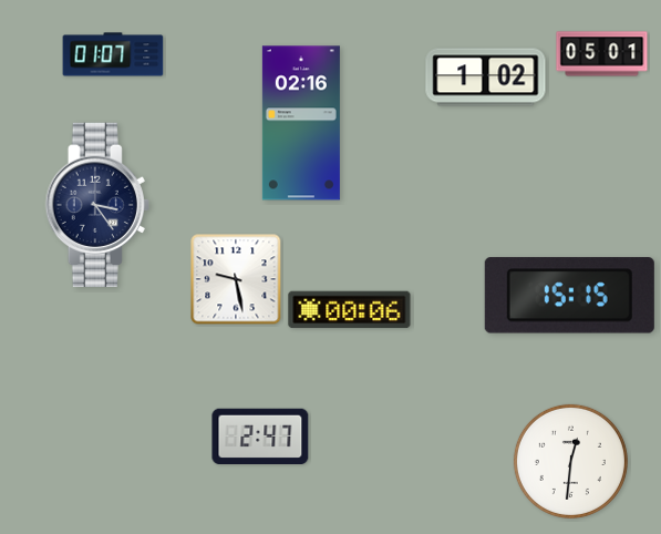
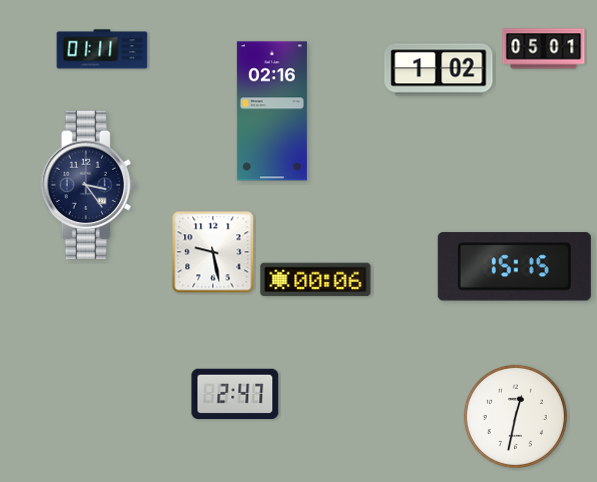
clock at (113, 54): 01:07 -> 01:11
clock at (570, 461): 12:31 -> 12:32
